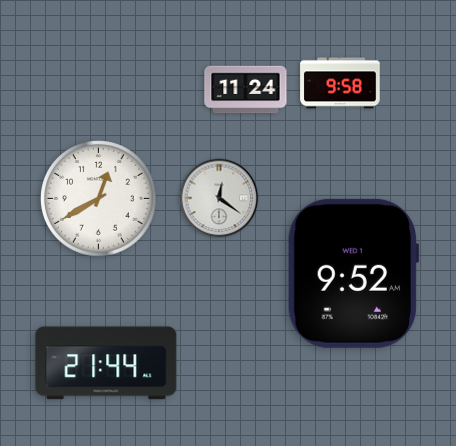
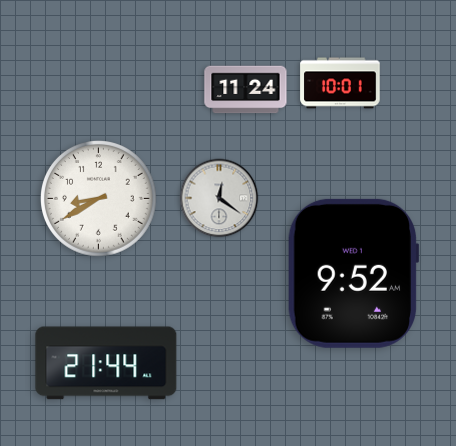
clock at (340, 83): 9:58 -> 10:01
clock at (99, 199): 12:40 -> 8:40
